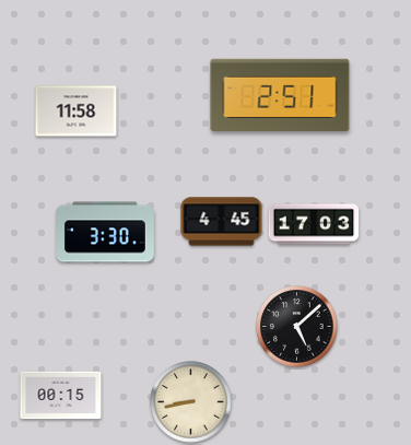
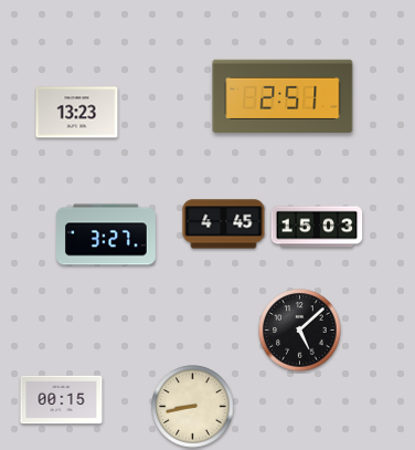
clock at (77, 112): 11:58 -> 13:23
clock at (314, 224): 17:03 -> 15:03
clock at (105, 232): 3:30 -> 3:27
